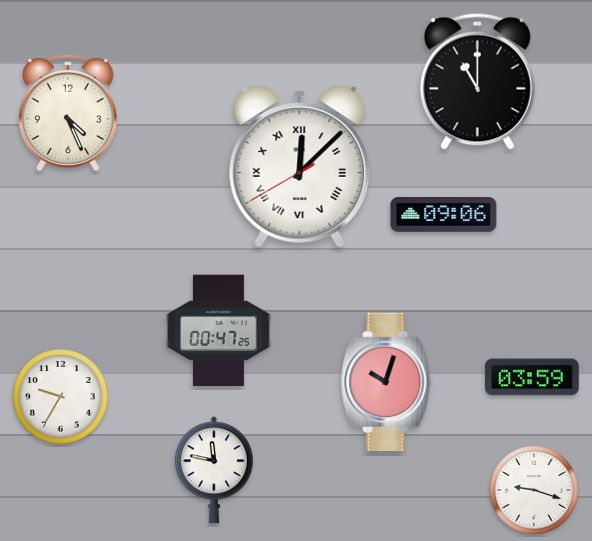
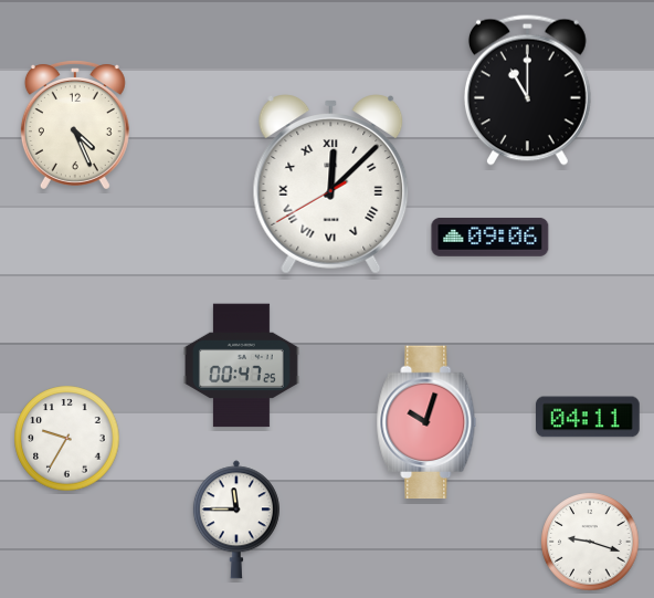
clock at (533, 377): 03:59 -> 04:11
clock at (214, 470): 11:47 -> 11:45
